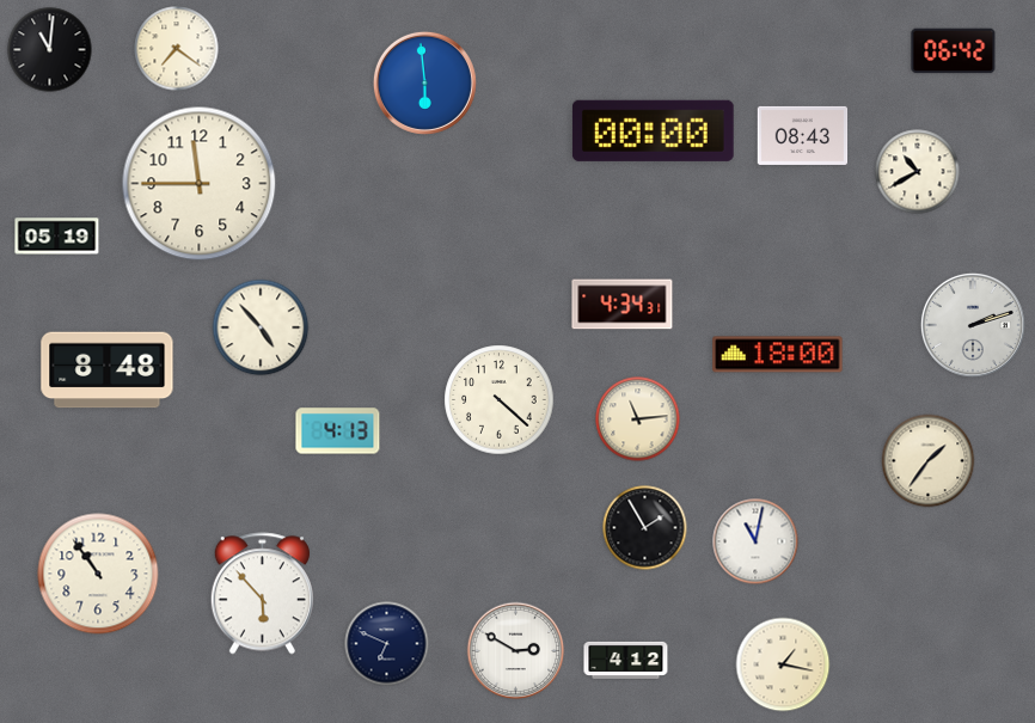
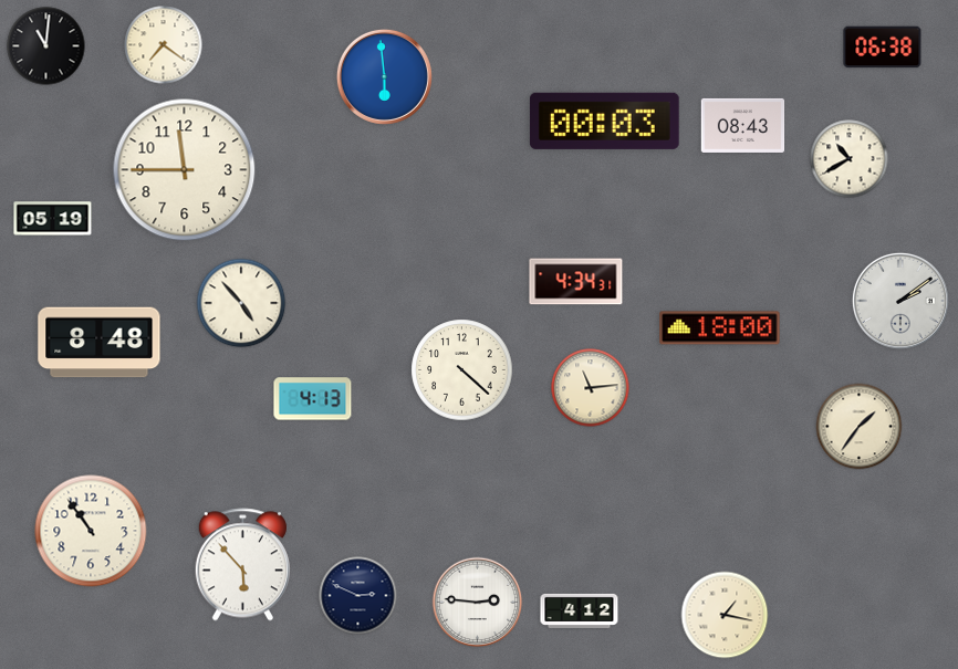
clock at (954, 51): 06:42 -> 06:38
clock at (424, 82) position: (424, 82) -> (384, 76)
clock at (653, 130): 00:00 -> 00:03
clock at (973, 325): 2:12 -> 2:09
clock at (645, 528): 1:55 -> none
clock at (755, 541): 11:02 -> none
clock at (262, 594) position: (262, 594) -> (242, 565)
clock at (387, 644): 6:49 -> 2:49
clock at (516, 651): 2:50 -> 2:46
